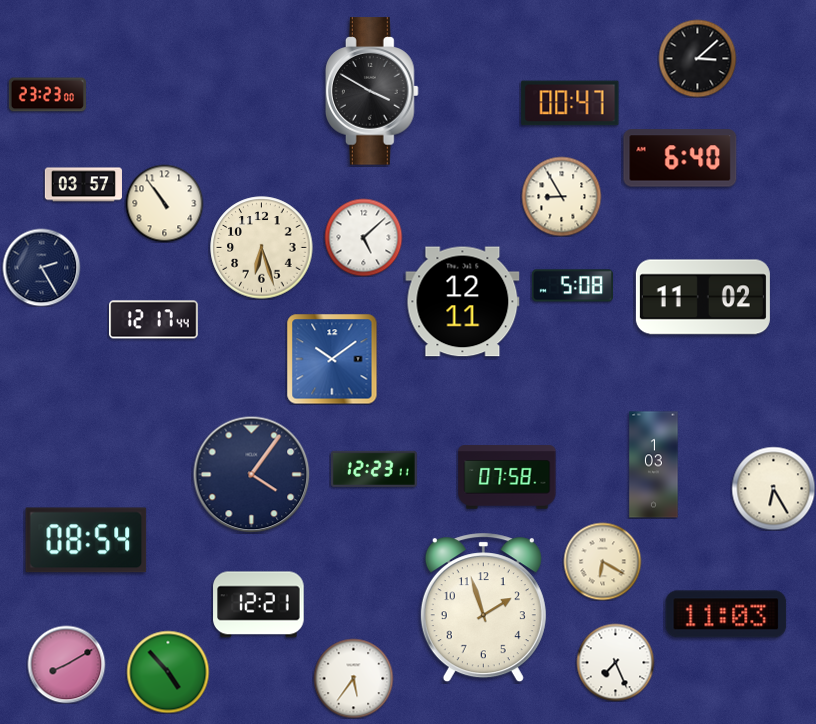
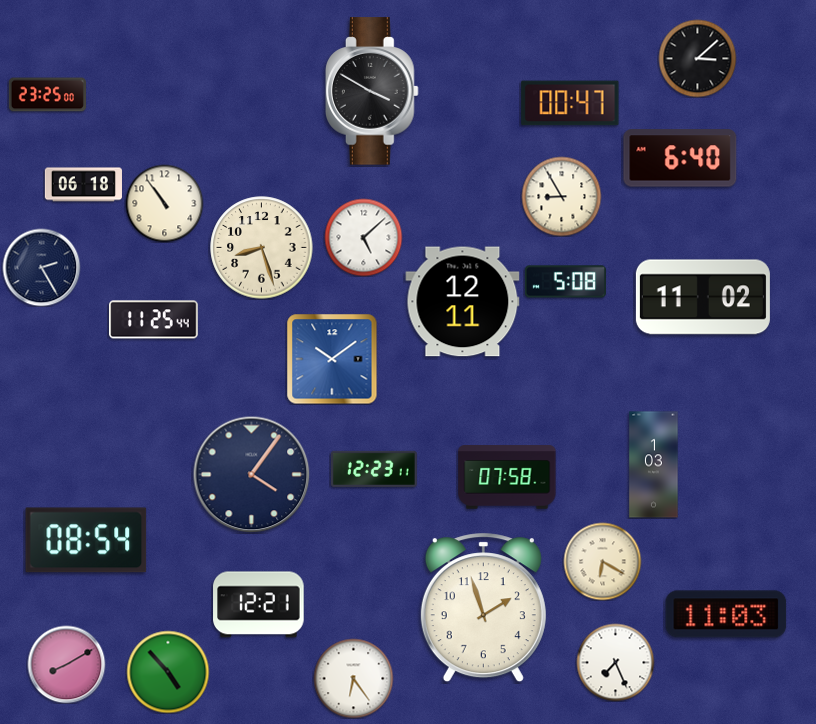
clock at (47, 95): 23:23 -> 23:25
clock at (83, 185): 03:57 -> 06:18
clock at (262, 248): 6:27 -> 8:27
clock at (572, 286) position: (572, 286) -> (565, 282)
clock at (154, 320): 12:17 -> 11:25
clock at (773, 488): 6:25 -> none
clock at (353, 678): 5:36 -> 6:24
